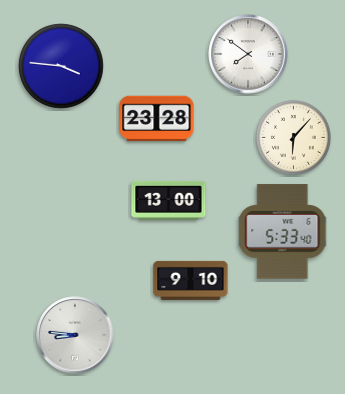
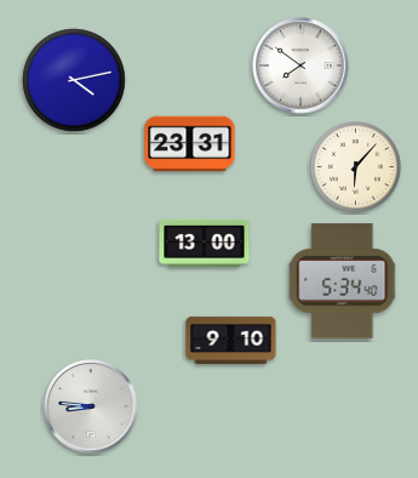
clock at (61, 66): 3:46 -> 4:13
clock at (157, 119): 23:28 -> 23:31
clock at (283, 232): 5:33 -> 5:34
